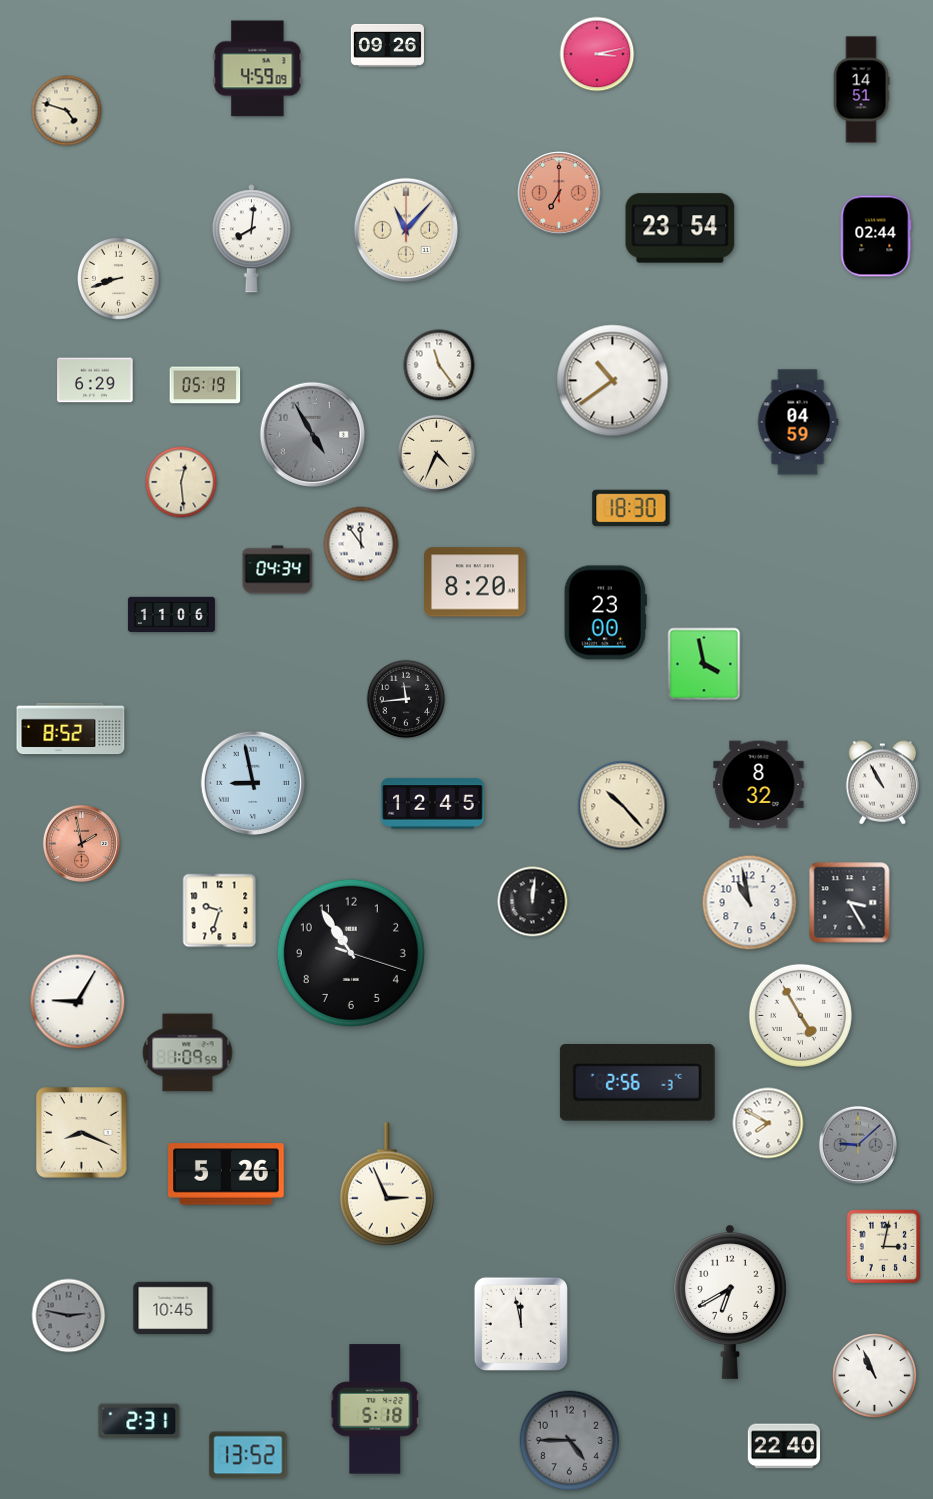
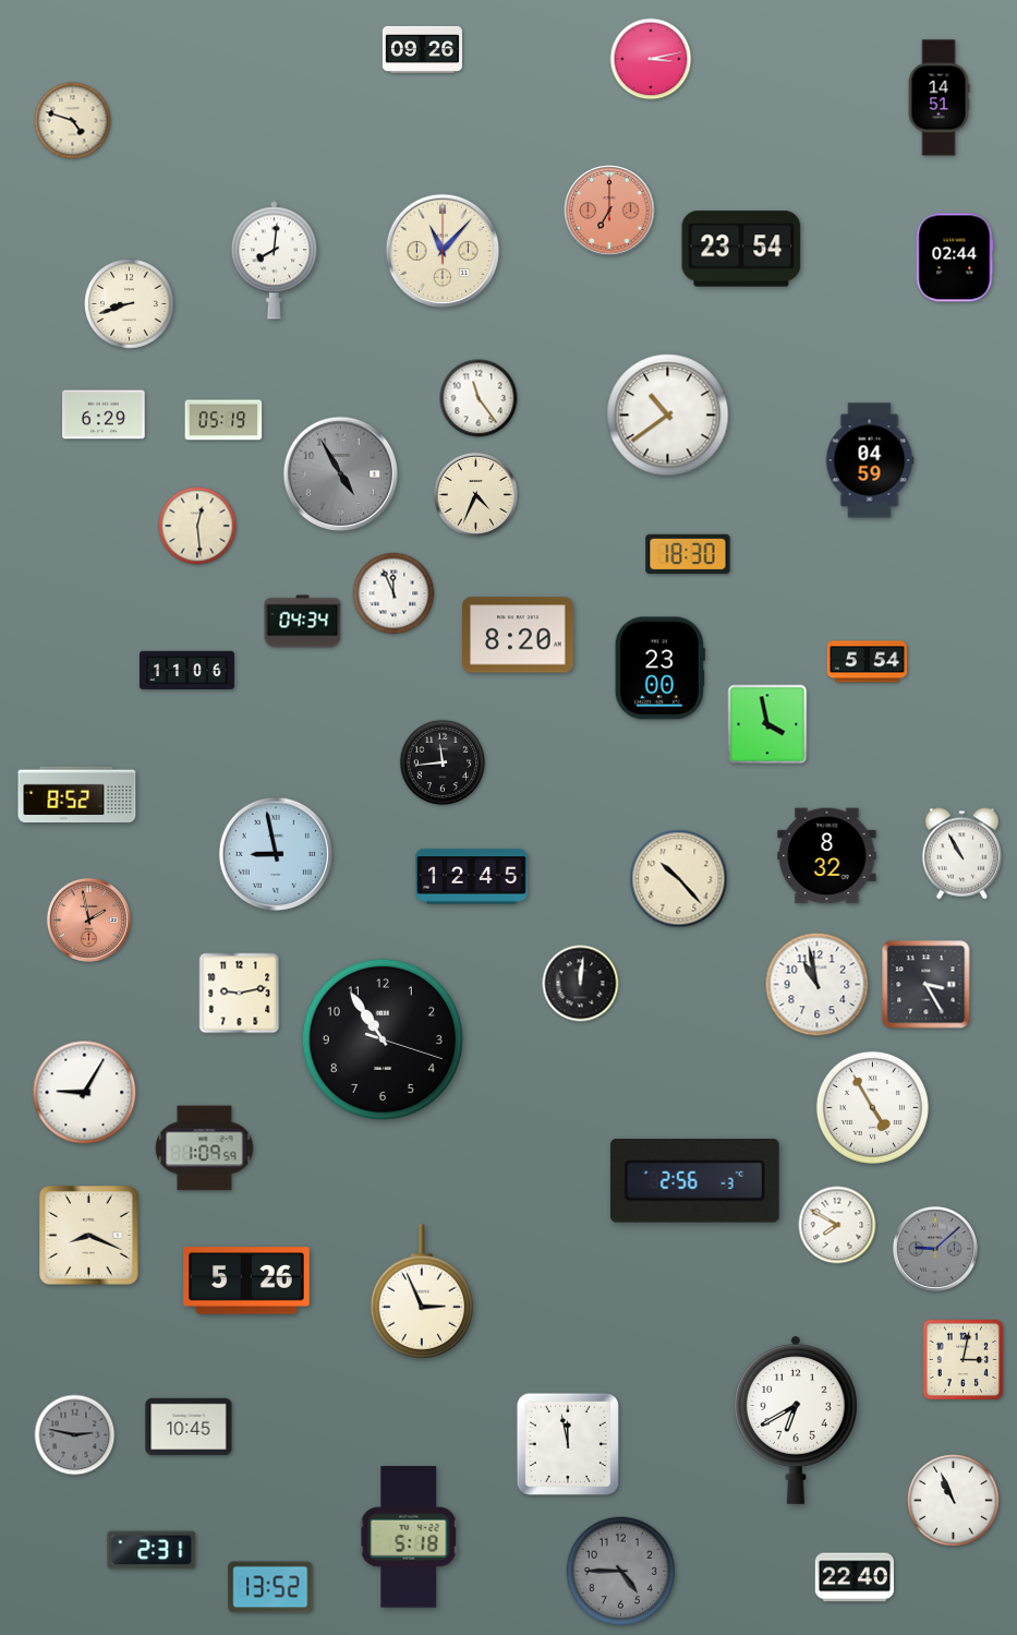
clock at (258, 69): 4:59 -> none
clock at (361, 544): 11:54 -> 11:56
clock at (867, 662): none -> 5:54
clock at (220, 911): 9:33 -> 9:13
